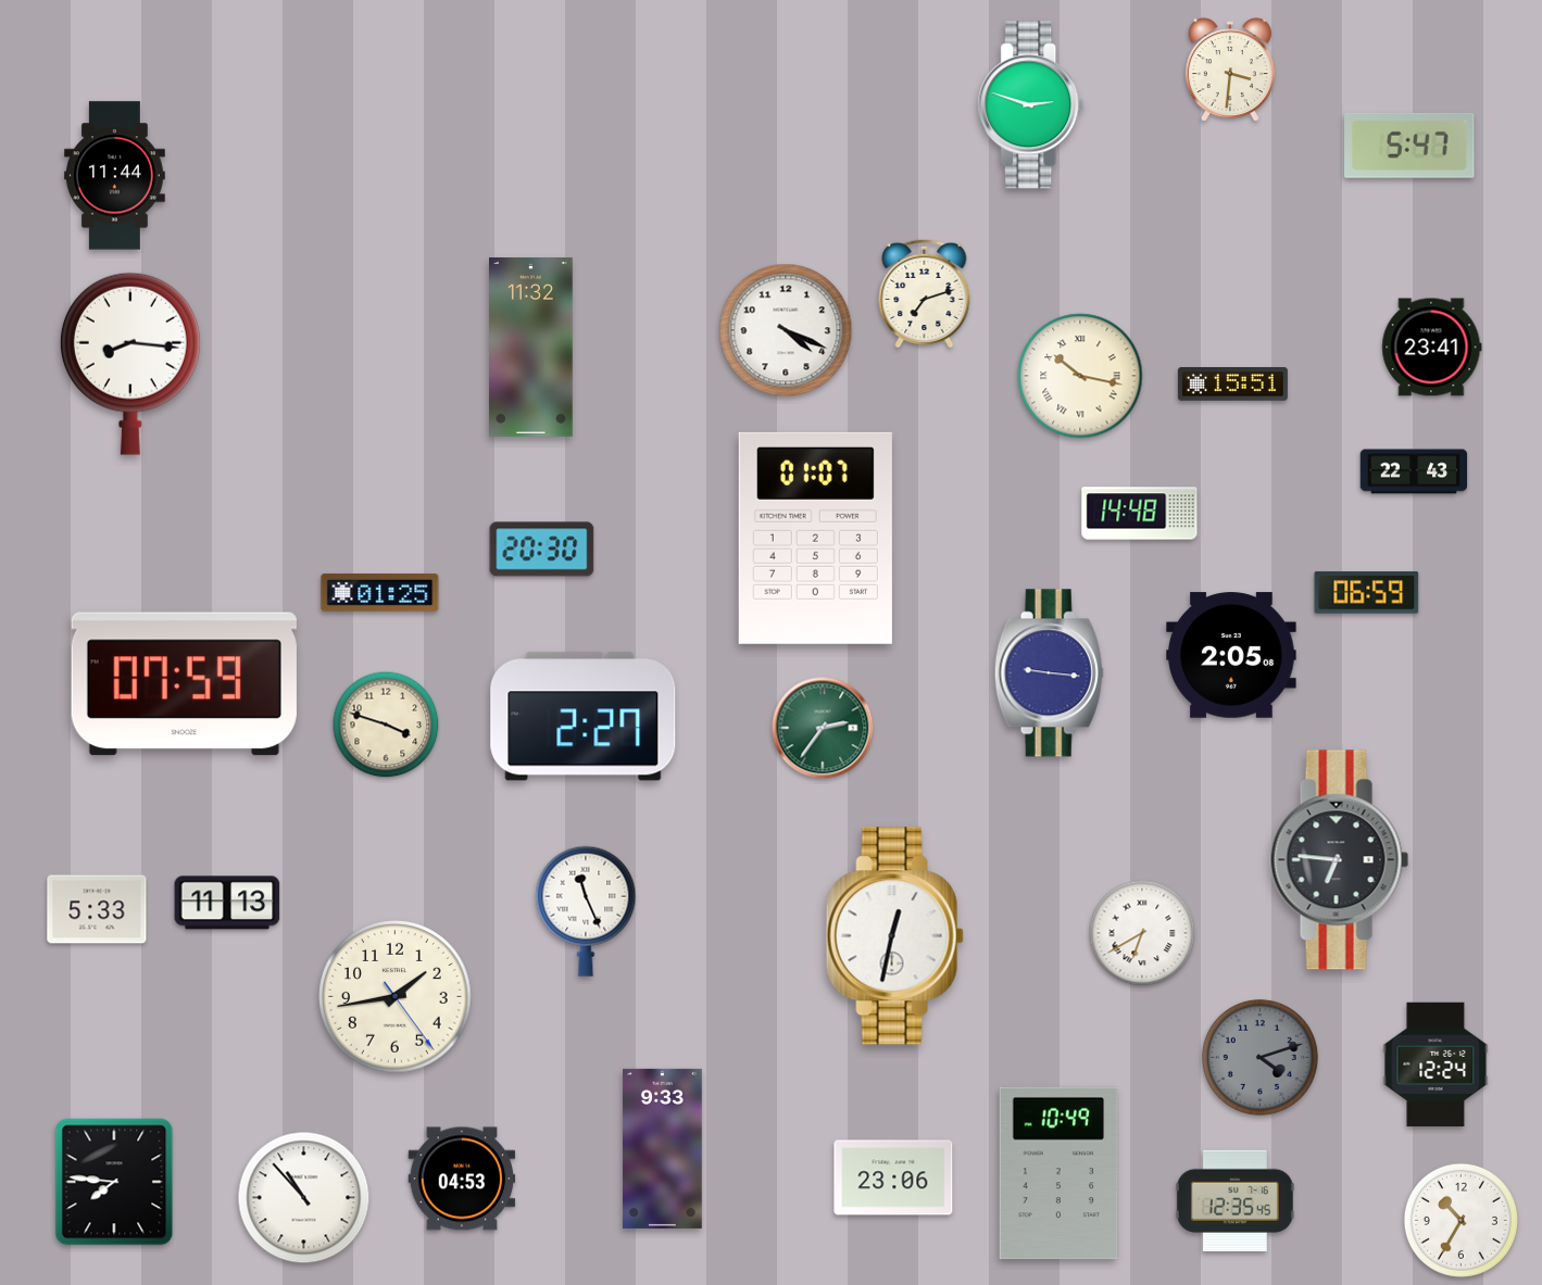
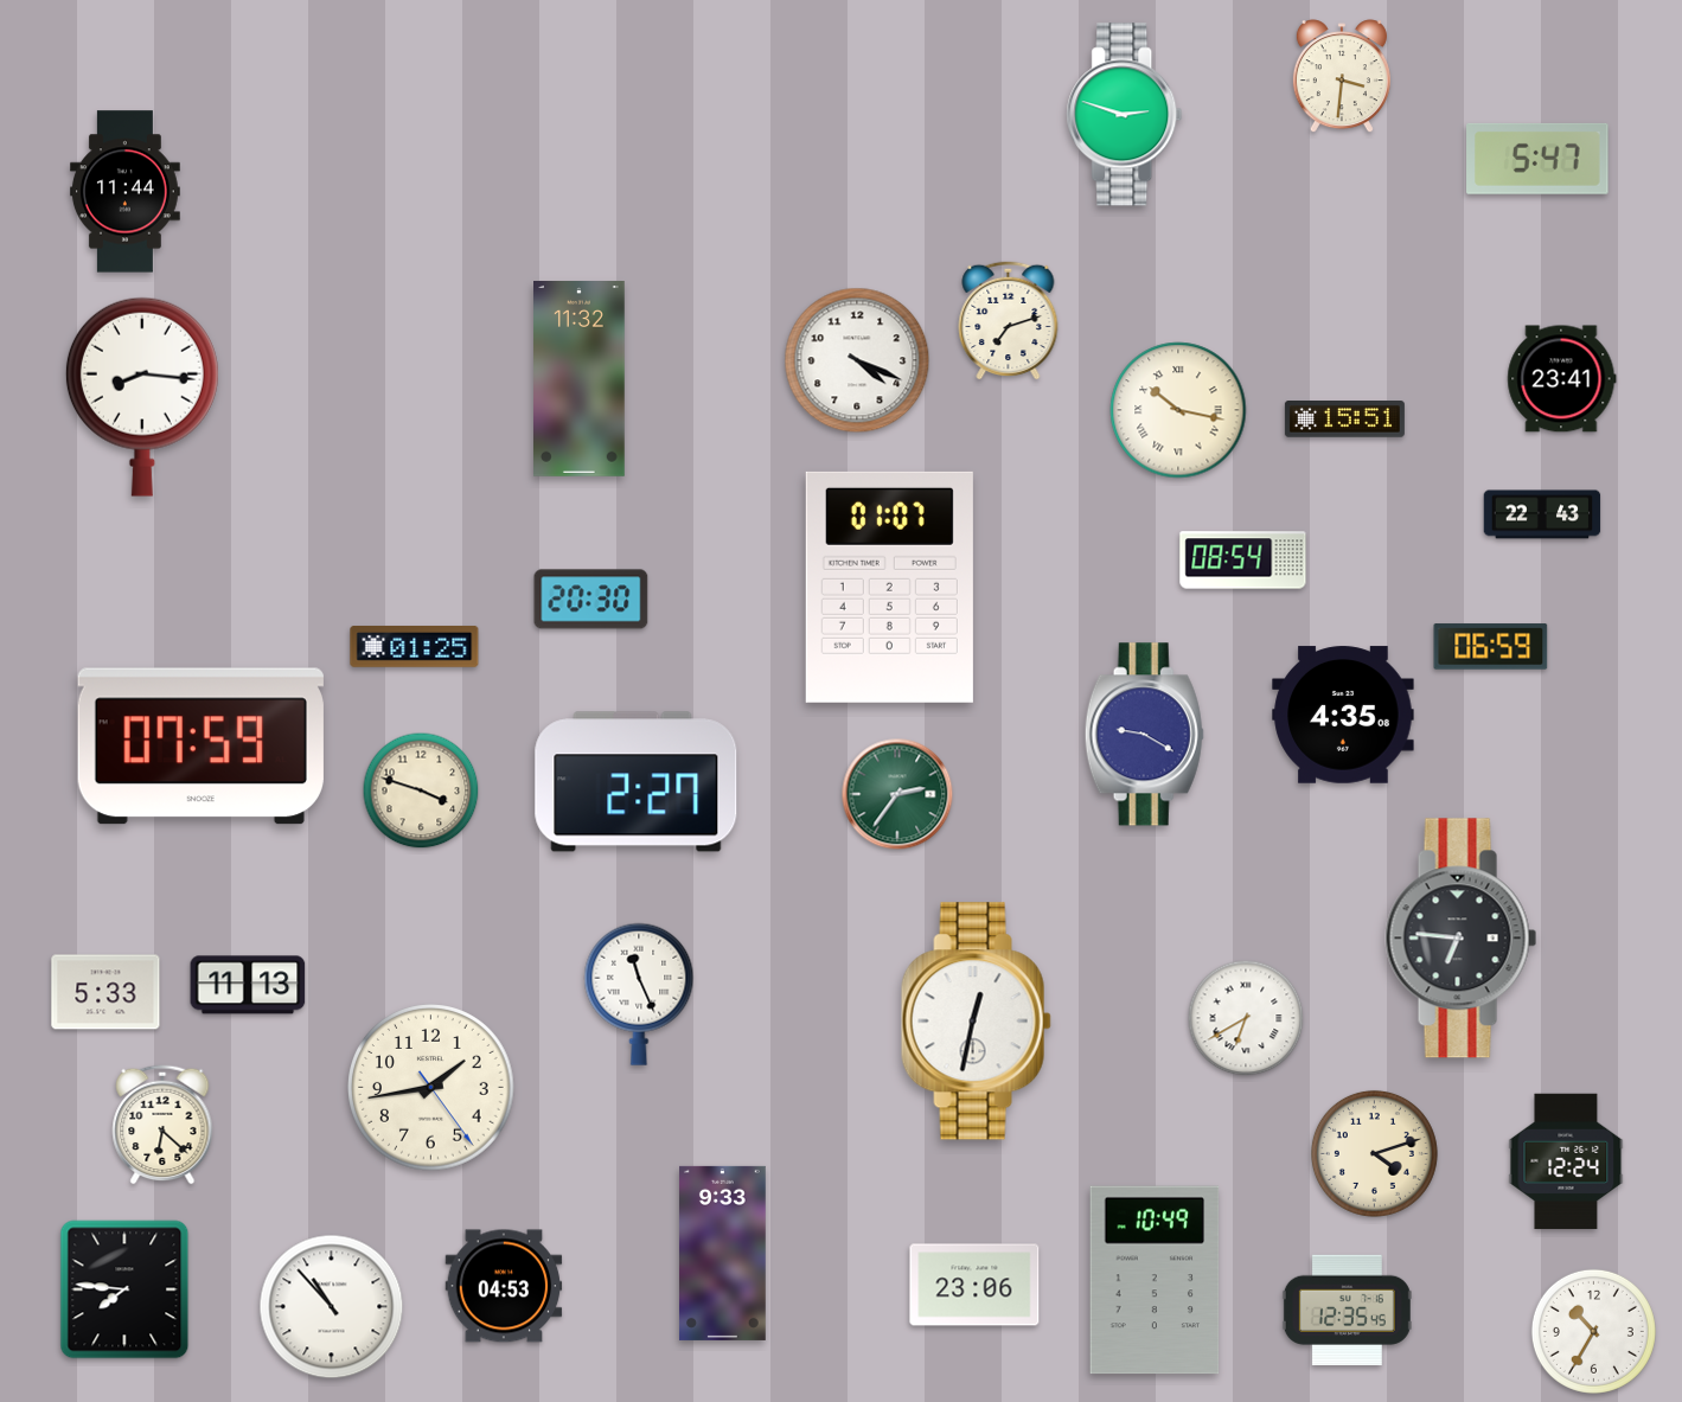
clock at (1140, 514): 14:48 -> 08:54
clock at (1231, 655): 2:05 -> 4:35
clock at (1049, 673): 9:16 -> 9:20
clock at (162, 1125): none -> 6:22
clock at (1259, 1057) dial: grey -> cream
